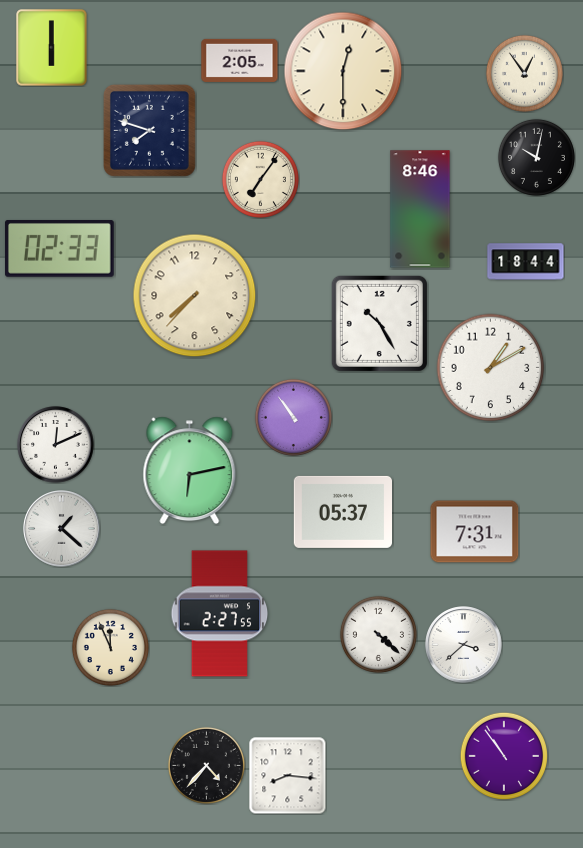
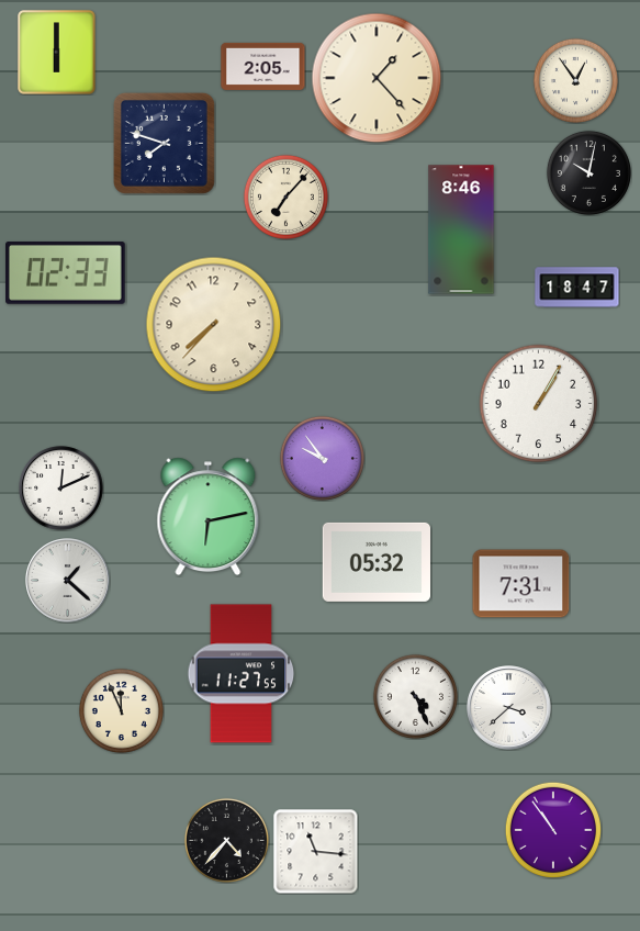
clock at (343, 71): 12:30 -> 1:23
clock at (260, 179): 7:06 -> 7:07
clock at (526, 262): 18:44 -> 18:47
clock at (379, 323): 10:25 -> none
clock at (491, 368): 1:10 -> 1:05
clock at (293, 417): 10:54 -> 9:54
clock at (342, 512): 05:37 -> 05:32
clock at (220, 614): 2:27 -> 11:27
clock at (378, 634): 4:22 -> 4:26
clock at (287, 775): 8:16 -> 11:16
